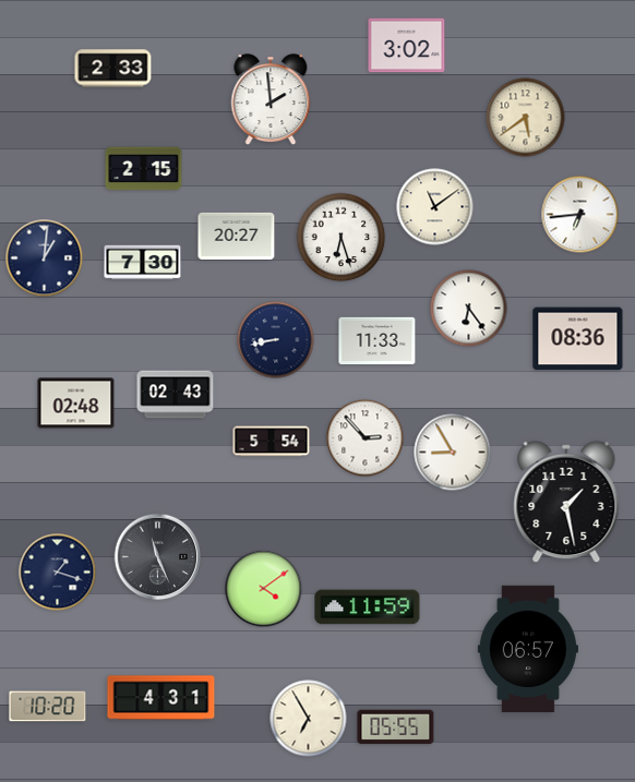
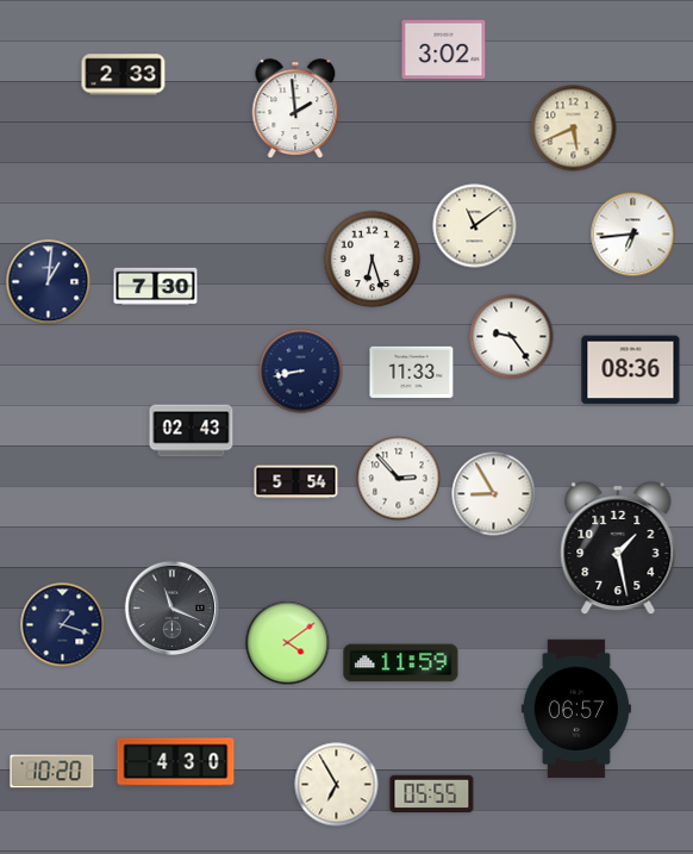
clock at (526, 118): 5:39 -> 5:41
clock at (144, 169): 2:15 -> none
clock at (237, 236): 20:27 -> none
clock at (469, 309): 6:24 -> 9:24
clock at (76, 404): 02:48 -> none
clock at (158, 557): 11:26 -> 11:19
clock at (161, 698): 4:31 -> 4:30
